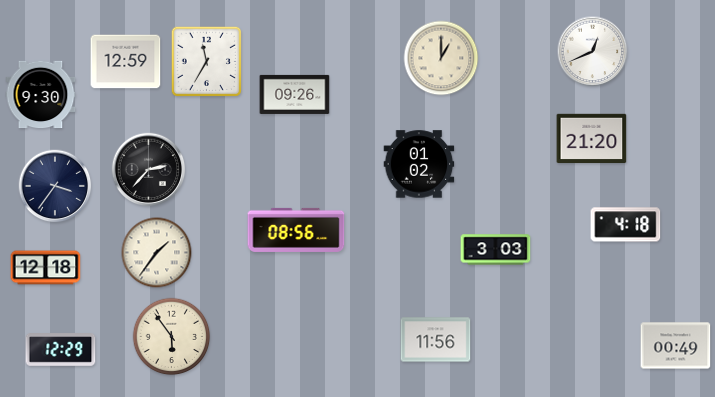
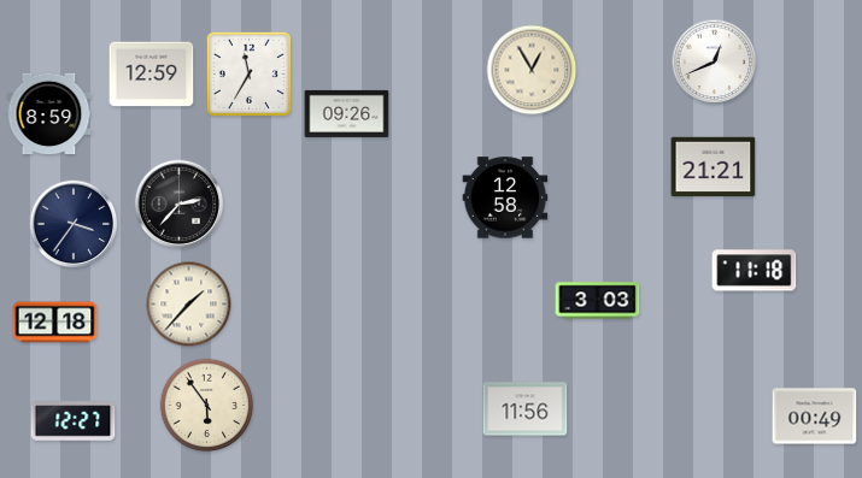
clock at (441, 58): 1:00 -> 12:55
clock at (295, 94) position: (295, 94) -> (347, 113)
clock at (41, 95): 9:30 -> 8:59
clock at (592, 139): 21:20 -> 21:21
clock at (419, 164): 01:02 -> 12:58
clock at (55, 186) position: (55, 186) -> (74, 224)
clock at (626, 225): 4:18 -> 11:18
clock at (296, 230): 08:56 -> none
clock at (157, 253): 1:36 -> 1:37
clock at (61, 350): 12:29 -> 12:27
